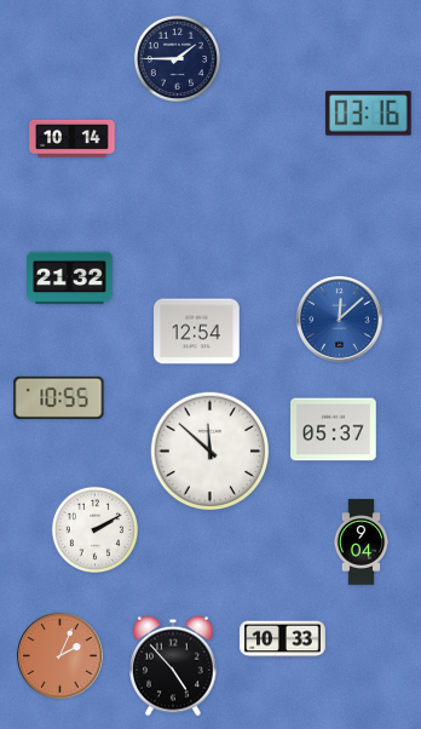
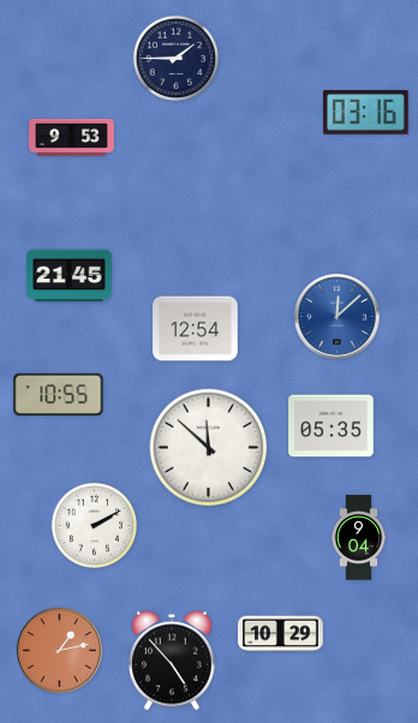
clock at (73, 138): 10:14 -> 9:53
clock at (70, 279): 21:32 -> 21:45
clock at (334, 430): 05:37 -> 05:35
clock at (283, 639): 10:33 -> 10:29
clock at (60, 656): 2:04 -> 1:13
